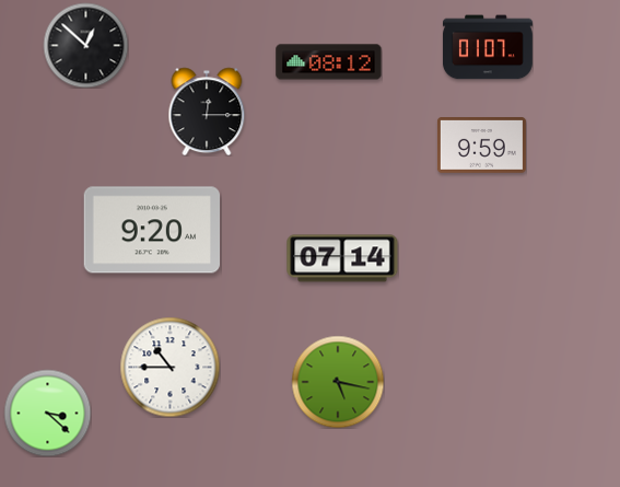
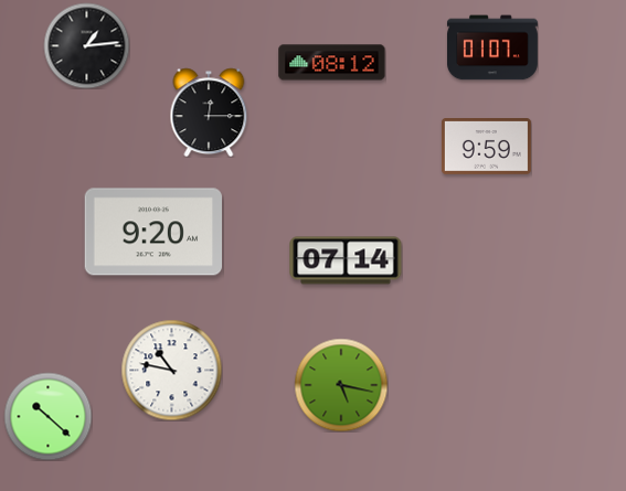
clock at (85, 45): 12:52 -> 1:14
clock at (169, 367): 10:45 -> 10:47
clock at (47, 413): 3:22 -> 10:22
